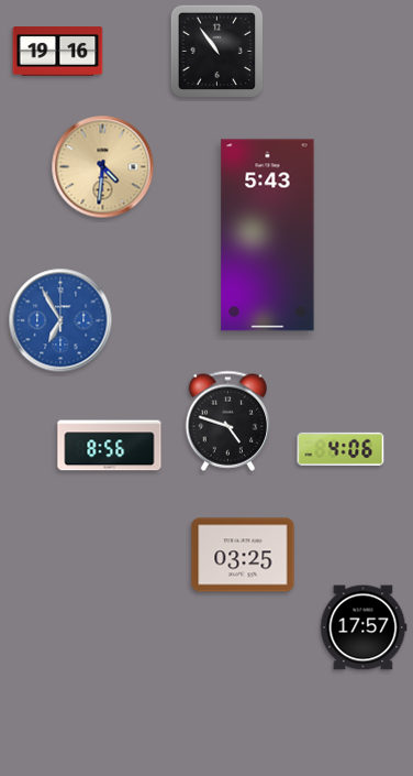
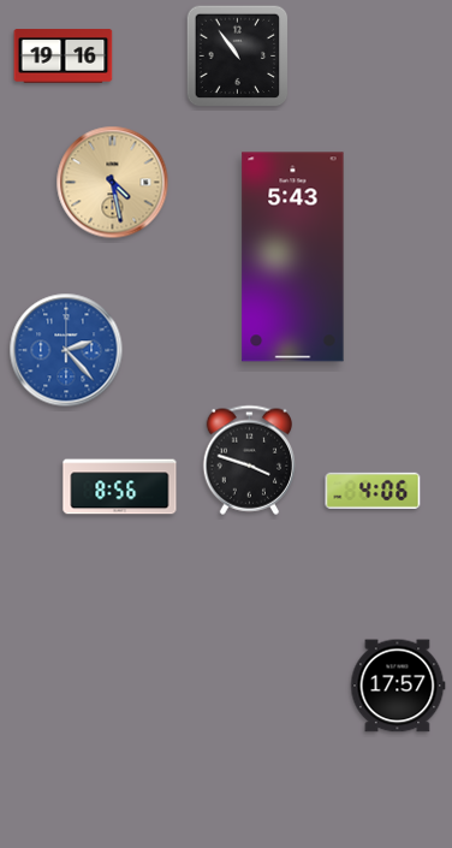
clock at (103, 167): 4:31 -> 4:28
clock at (60, 320): 6:55 -> 2:23
clock at (228, 420): 4:48 -> 3:48
clock at (243, 555): 03:25 -> none
